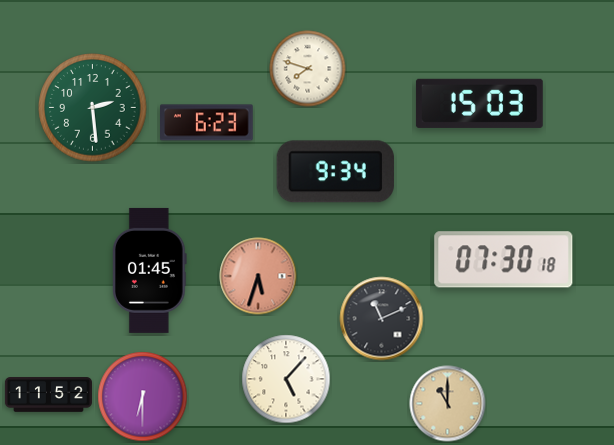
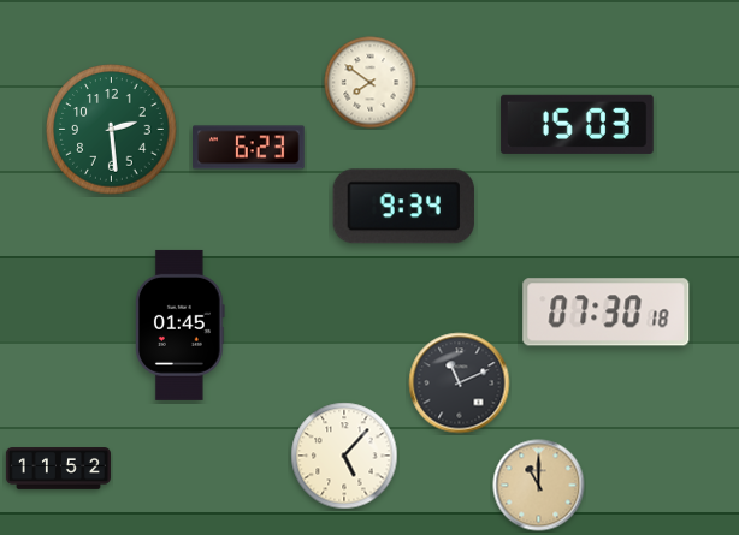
clock at (308, 69): 7:48 -> 7:51
clock at (258, 276): 5:33 -> none
clock at (48, 395) position: (48, 395) -> (58, 469)
clock at (143, 397): 6:30 -> none
